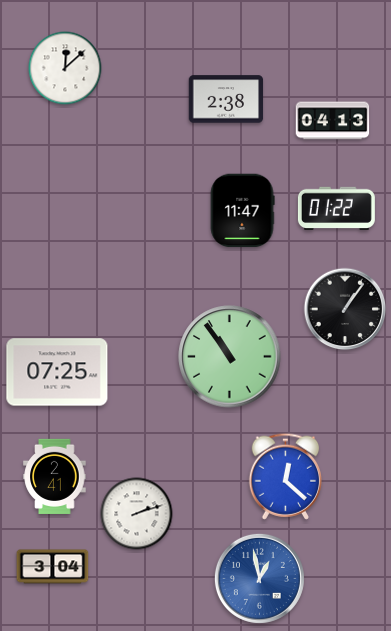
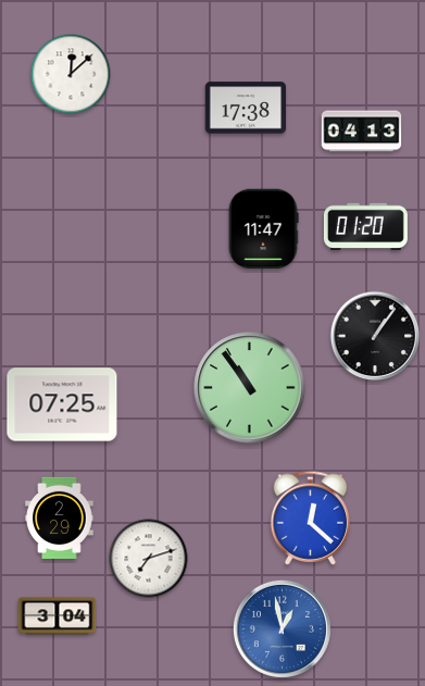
clock at (226, 99): 2:38 -> 17:38
clock at (336, 208): 01:22 -> 01:20
clock at (55, 476): 2:41 -> 2:29
clock at (137, 514): 2:12 -> 7:12
